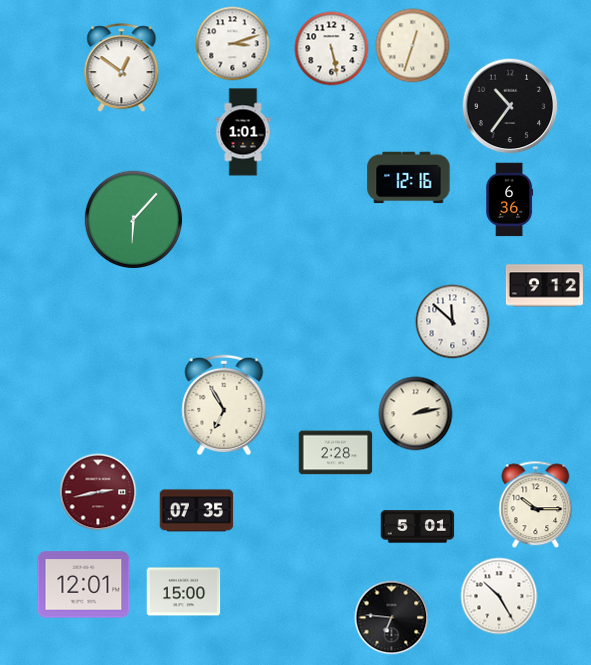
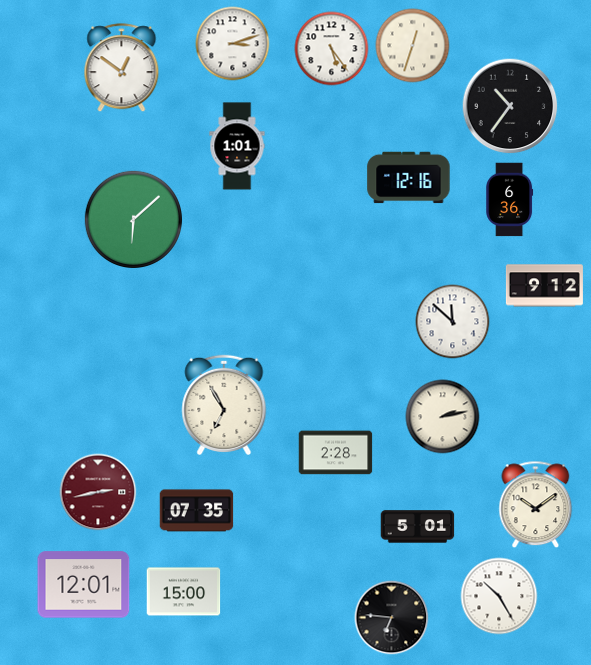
clock at (332, 49): 5:28 -> 5:24
clock at (243, 132) position: (243, 132) -> (237, 146)
clock at (133, 219): 6:07 -> 6:08
clock at (416, 414) position: (416, 414) -> (443, 417)
clock at (536, 505): 10:15 -> 10:09
